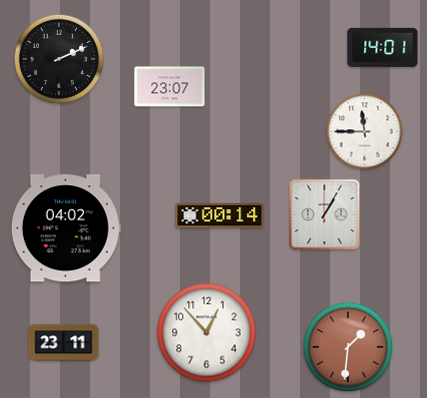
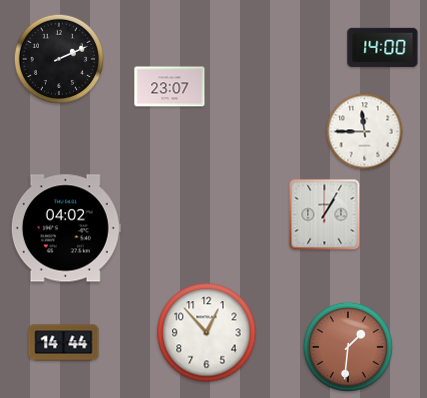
clock at (383, 47): 14:01 -> 14:00
clock at (220, 216): 00:14 -> none
clock at (64, 343): 23:11 -> 14:44
